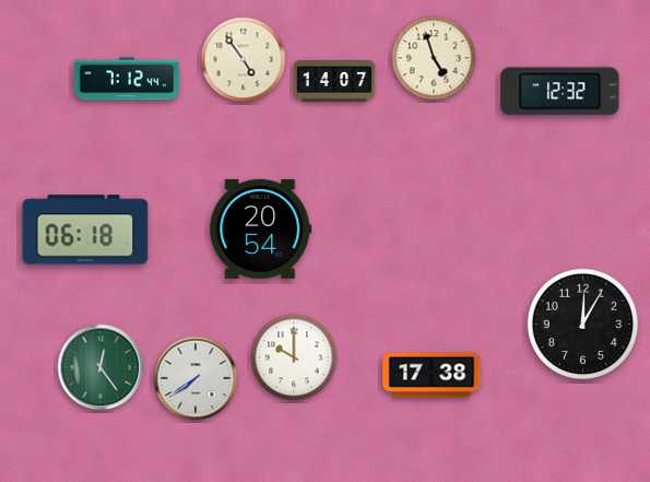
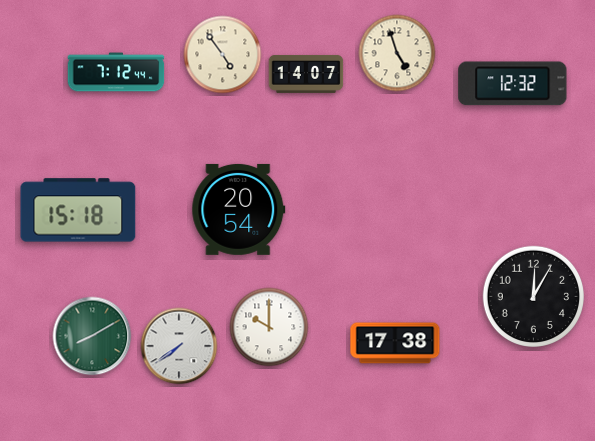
clock at (85, 230): 06:18 -> 15:18
clock at (101, 367): 12:24 -> 8:10
